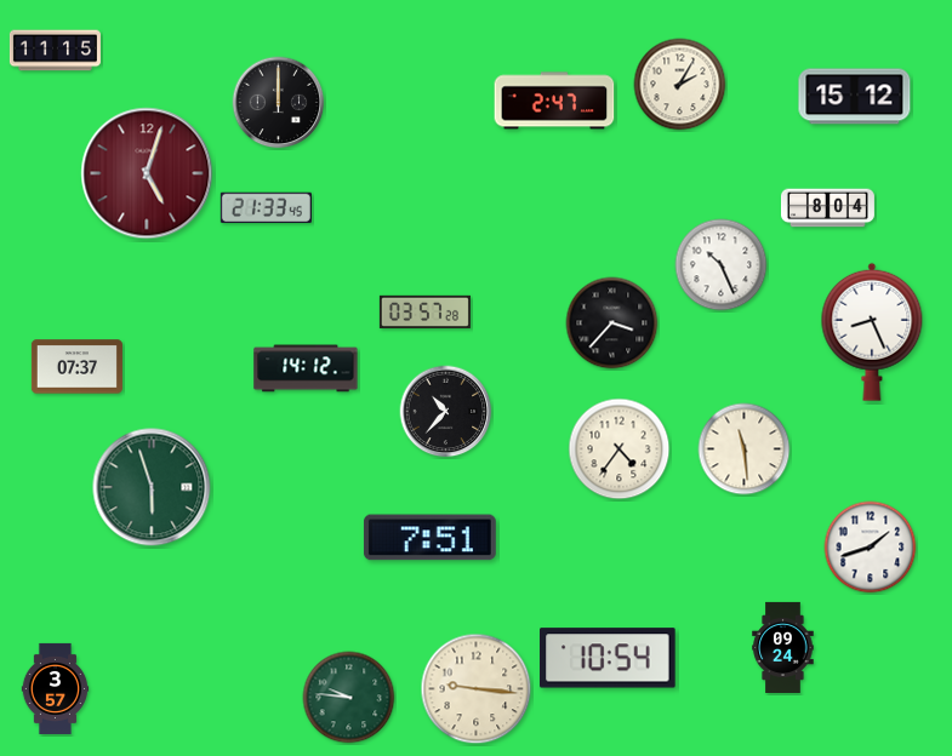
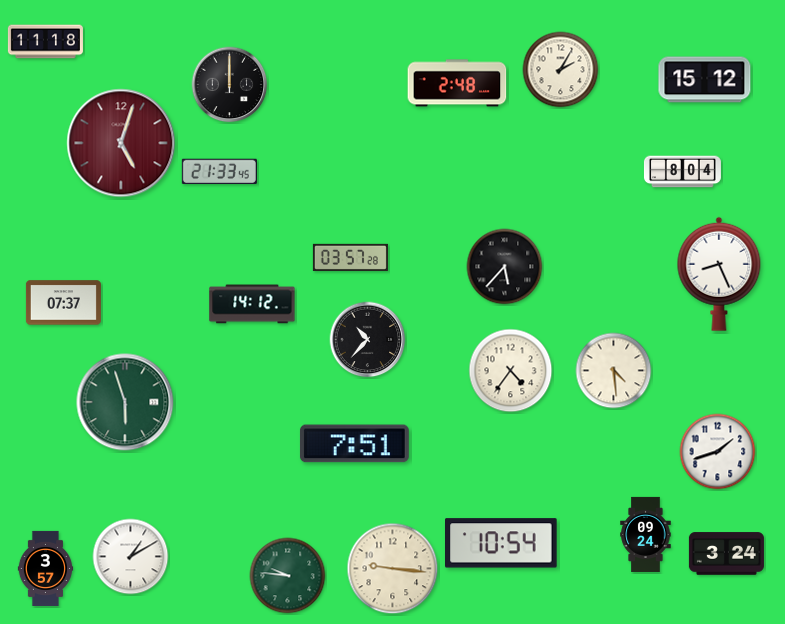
clock at (55, 51): 11:15 -> 11:18
clock at (554, 101): 2:47 -> 2:48
clock at (722, 265): 10:26 -> none
clock at (612, 323): 3:37 -> 5:37
clock at (745, 449): 11:29 -> 4:29
clock at (726, 554): none -> 3:24
clock at (131, 557): none -> 1:10
